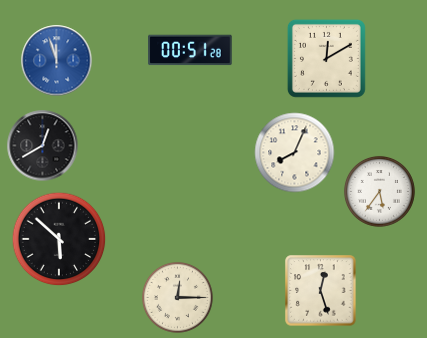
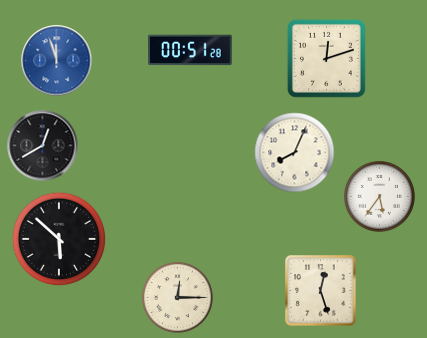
clock at (326, 58): 12:10 -> 12:12
clock at (379, 191) position: (379, 191) -> (379, 196)
